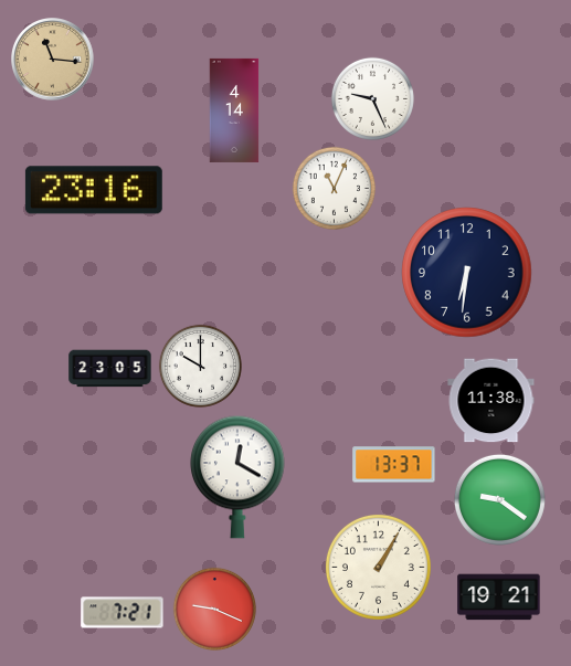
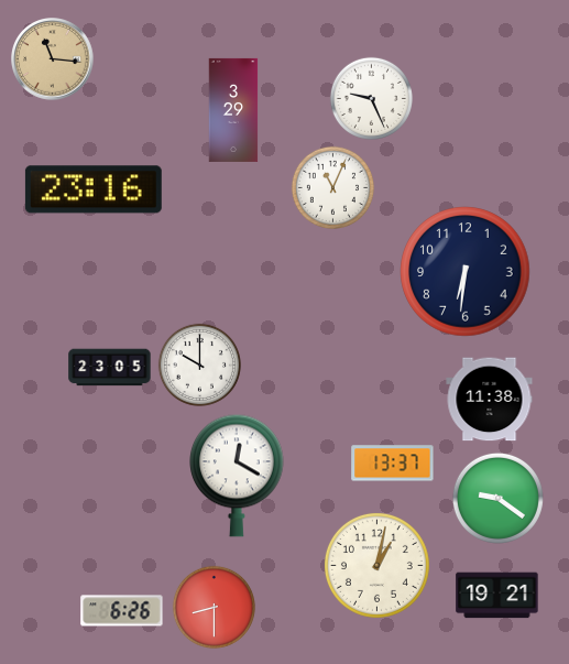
clock at (234, 110): 4:14 -> 3:29
clock at (378, 567): 1:05 -> 1:02
clock at (214, 609): 9:19 -> 8:30
clock at (123, 613): 7:21 -> 6:26
